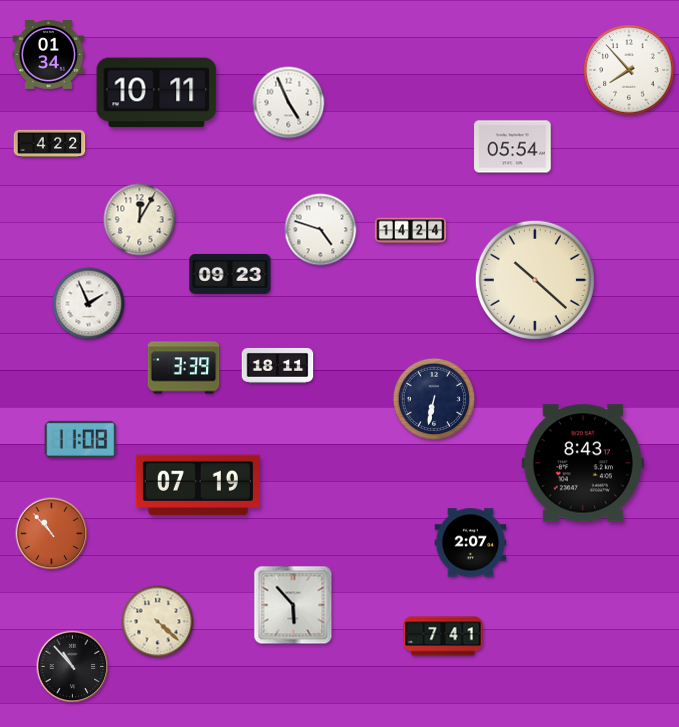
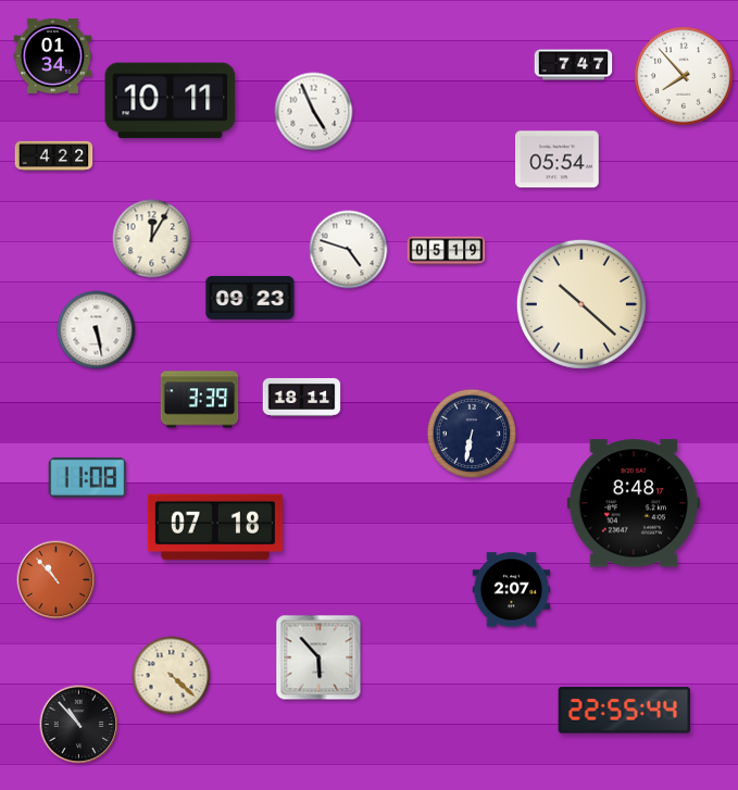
clock at (49, 54) position: (49, 54) -> (53, 55)
clock at (574, 65): none -> 7:47
clock at (411, 231): 14:24 -> 05:19
clock at (89, 304): 1:56 -> 5:28
clock at (583, 463): 8:43 -> 8:48
clock at (198, 485): 07:19 -> 07:18
clock at (443, 636): 7:41 -> none
clock at (624, 711): none -> 22:55
